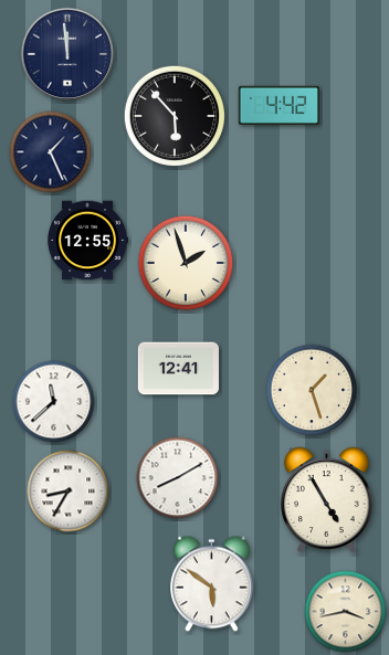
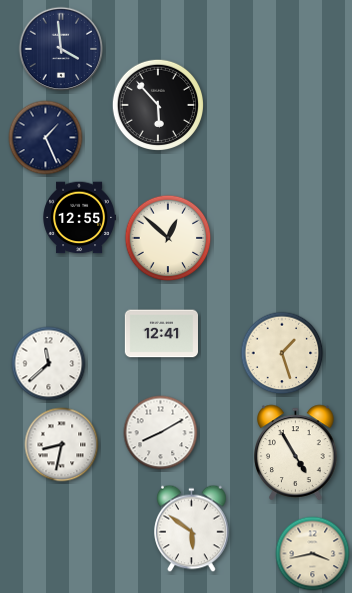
clock at (67, 54): 11:59 -> 3:59
clock at (278, 106): 4:42 -> none
clock at (186, 263): 1:57 -> 12:52
clock at (69, 492): 8:35 -> 8:32
